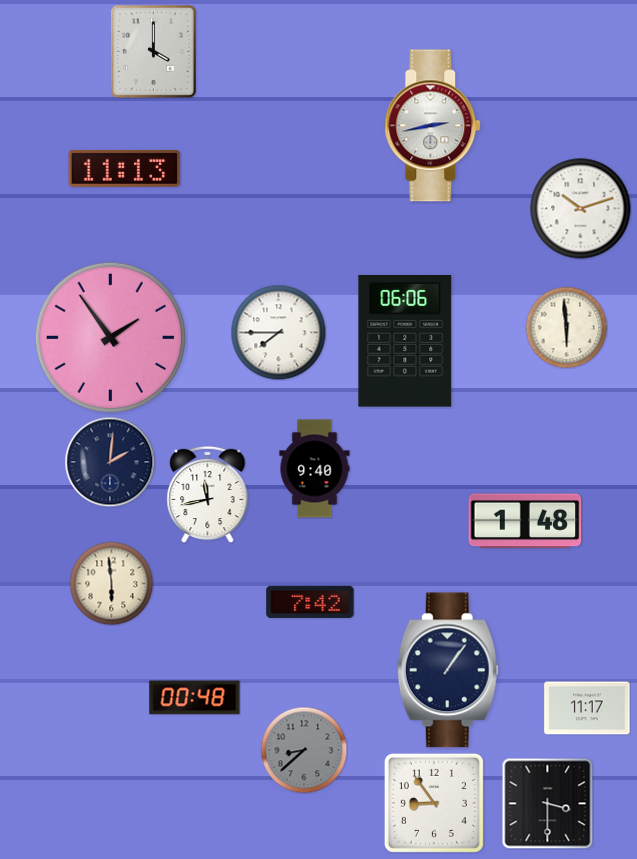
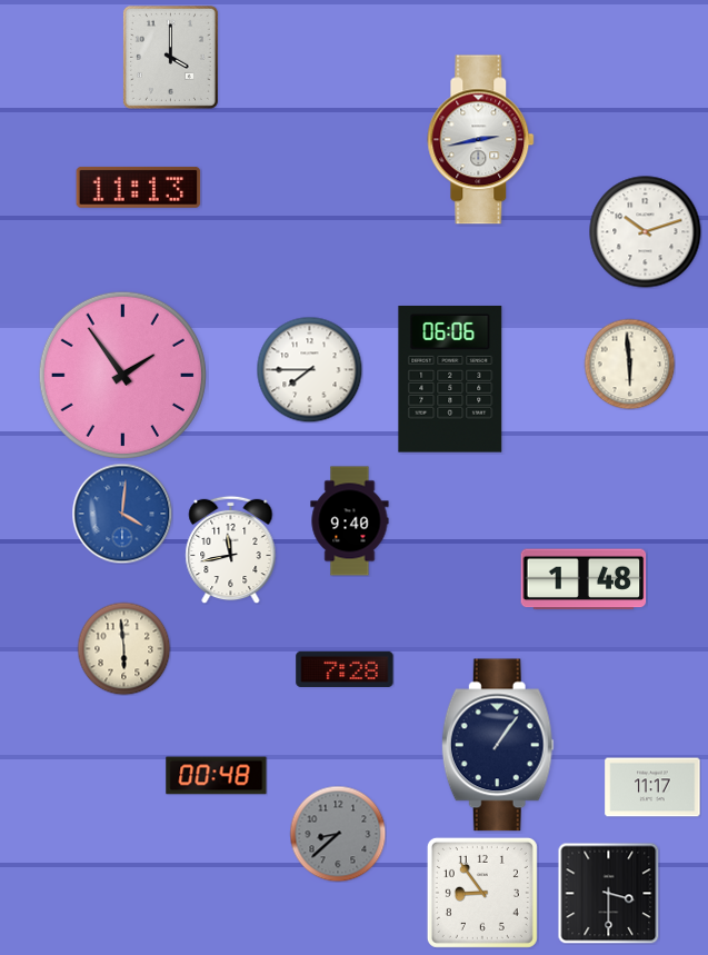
clock at (110, 462): 2:01 -> 4:01
clock at (110, 462) dial: navy -> blue
clock at (310, 601): 7:42 -> 7:28
